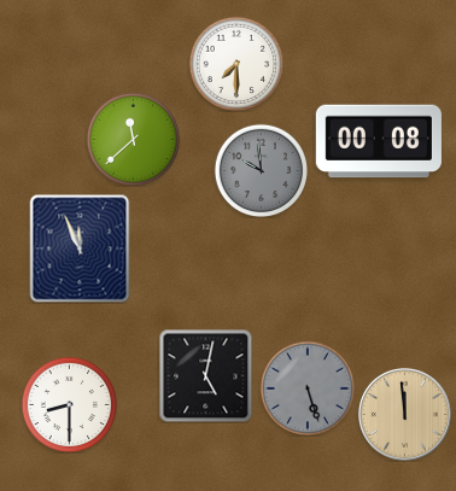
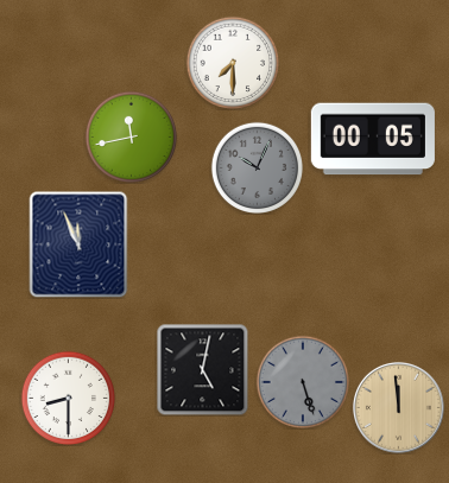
clock at (133, 139): 11:38 -> 11:43
clock at (379, 141): 00:08 -> 00:05
clock at (261, 170): 9:59 -> 10:04
